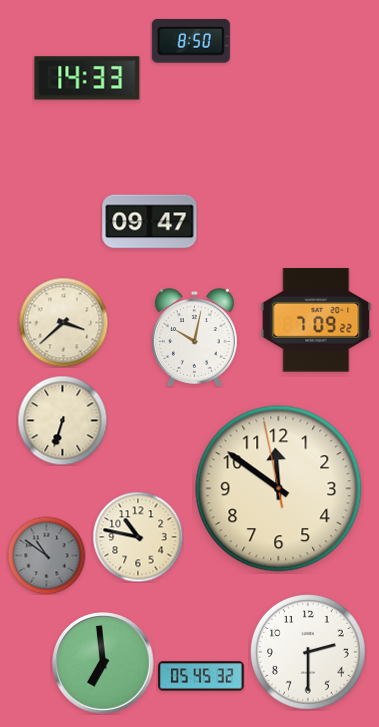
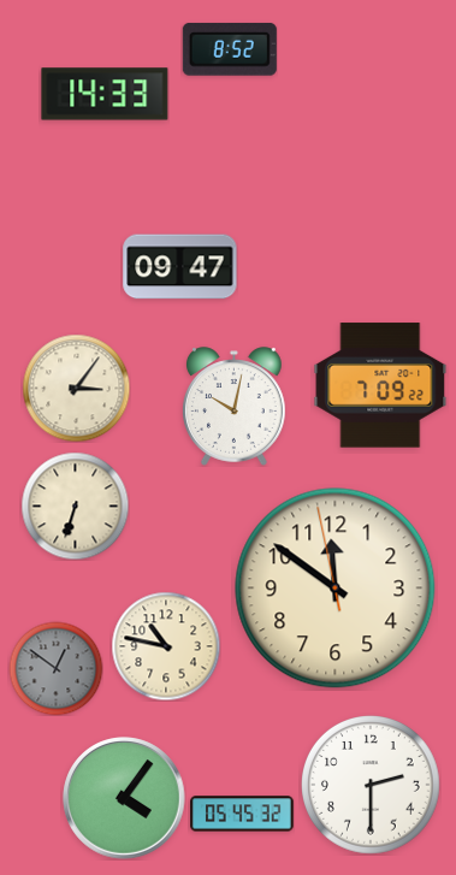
clock at (191, 41): 8:50 -> 8:52
clock at (63, 322): 3:38 -> 3:06
clock at (46, 555): 10:51 -> 12:51
clock at (103, 663): 6:59 -> 4:06
